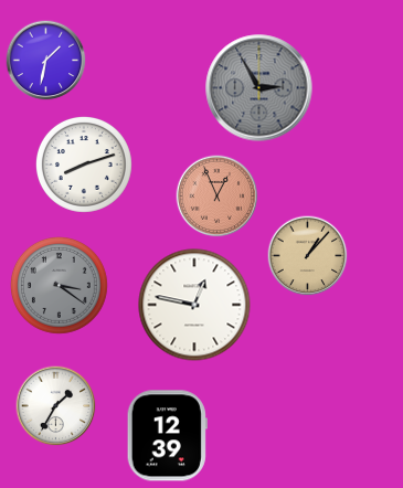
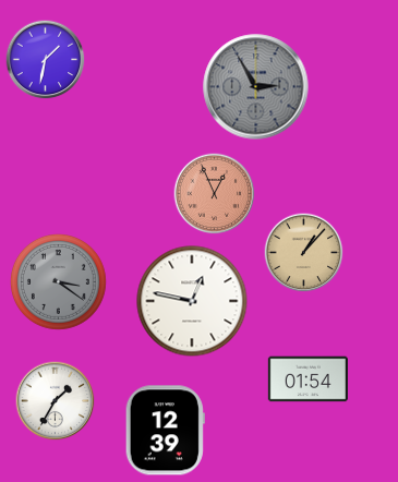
clock at (84, 165): 8:12 -> none
clock at (307, 379): none -> 01:54
